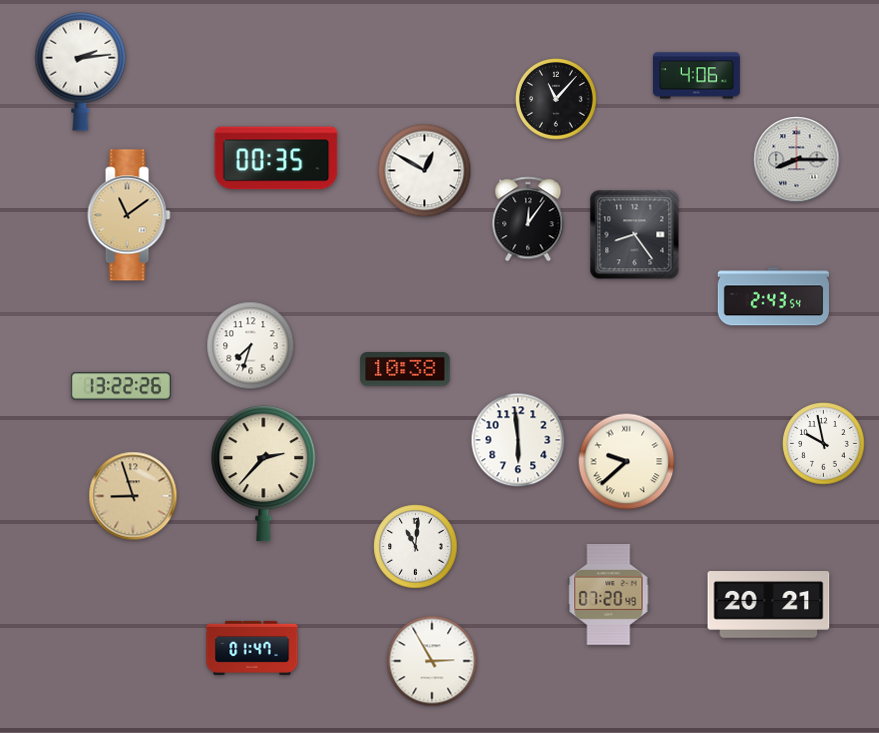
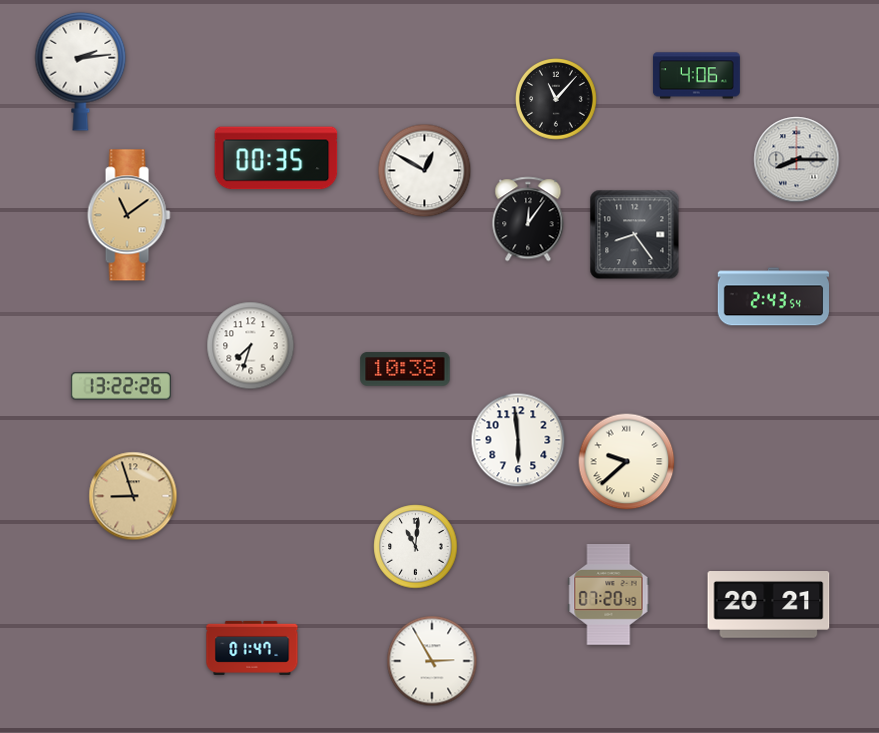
clock at (824, 444): 9:58 -> none
clock at (264, 474): 2:37 -> none
